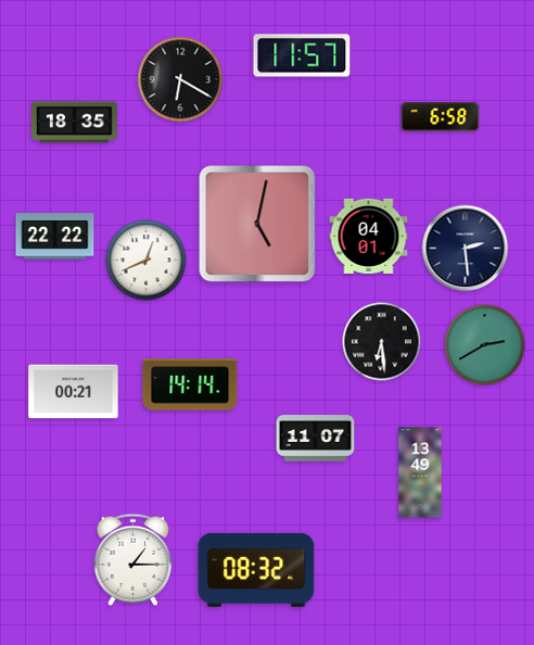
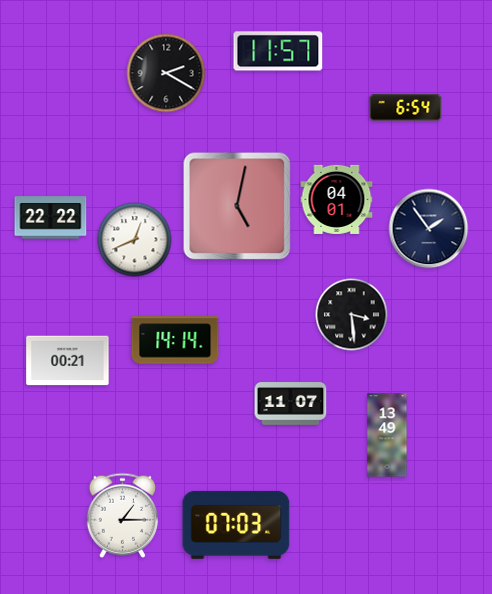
clock at (180, 79): 6:20 -> 2:20
clock at (441, 117): 6:58 -> 6:54
clock at (74, 123): 18:35 -> none
clock at (369, 236) position: (369, 236) -> (337, 199)
clock at (466, 249): 2:29 -> 1:54
clock at (382, 342): 6:29 -> 3:29
clock at (485, 345): 2:40 -> none
clock at (190, 384) position: (190, 384) -> (175, 340)
clock at (256, 570): 08:32 -> 07:03
